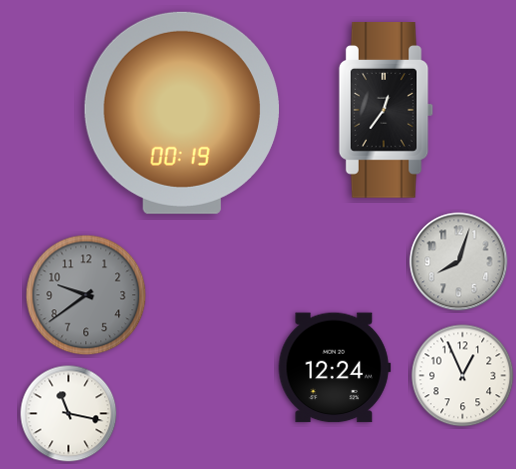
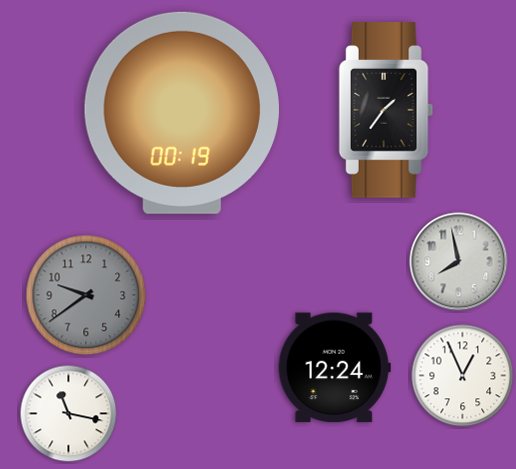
clock at (386, 111): 12:36 -> 1:36
clock at (459, 262): 8:03 -> 7:58
